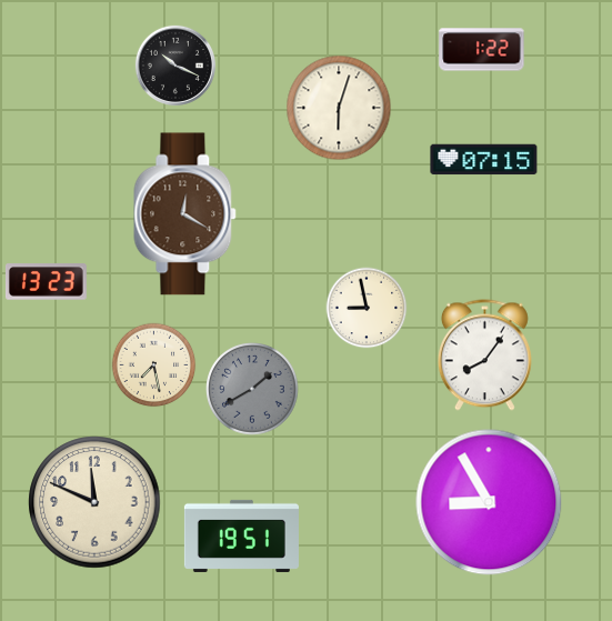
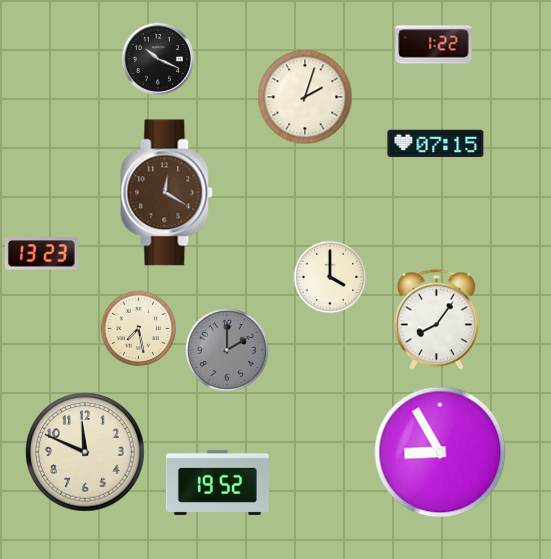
clock at (339, 108): 6:03 -> 2:03
clock at (367, 308): 8:58 -> 4:00
clock at (253, 390): 1:40 -> 2:00
clock at (241, 535): 19:51 -> 19:52
